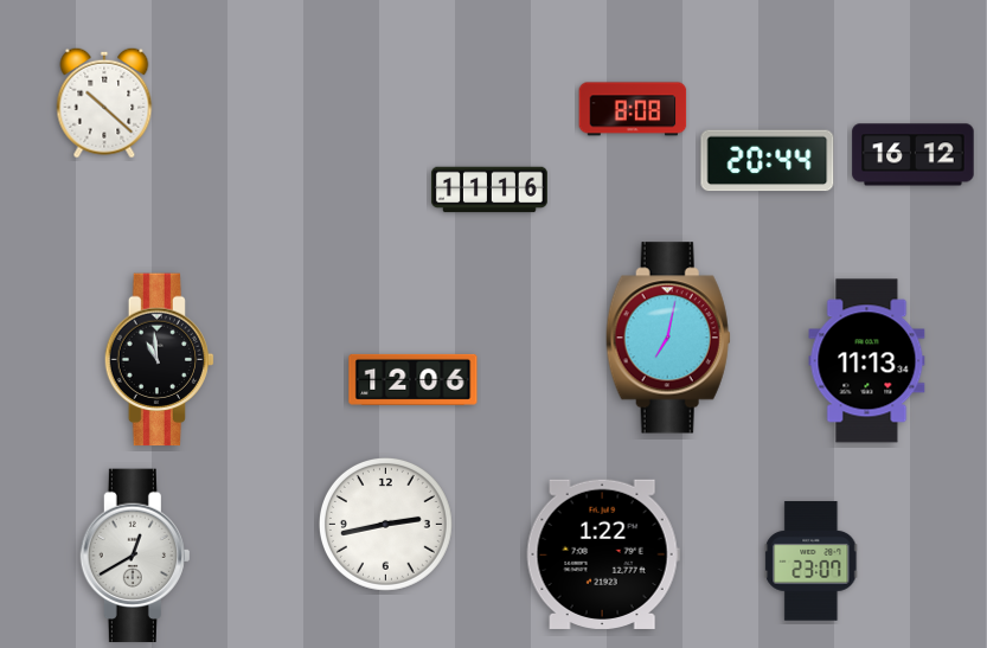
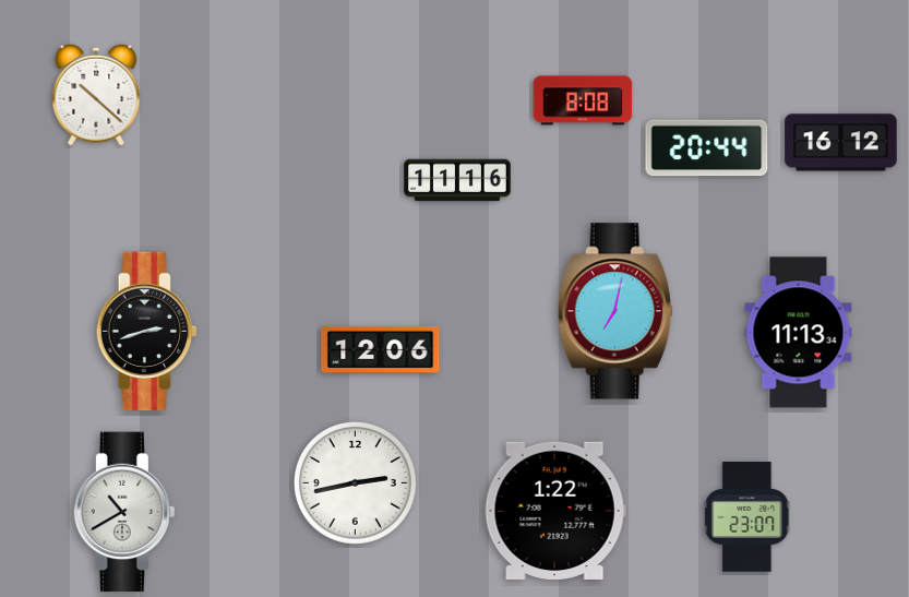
clock at (489, 190) position: (489, 190) -> (457, 180)
clock at (160, 360): 10:59 -> 2:42
clock at (135, 556): 12:40 -> 10:40
